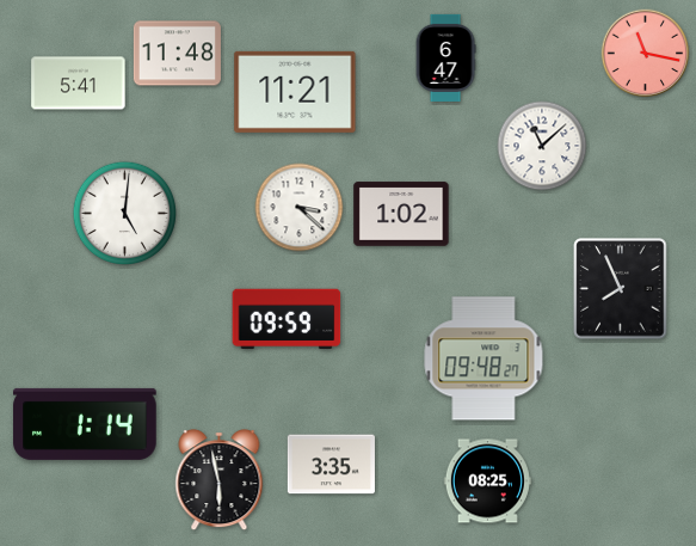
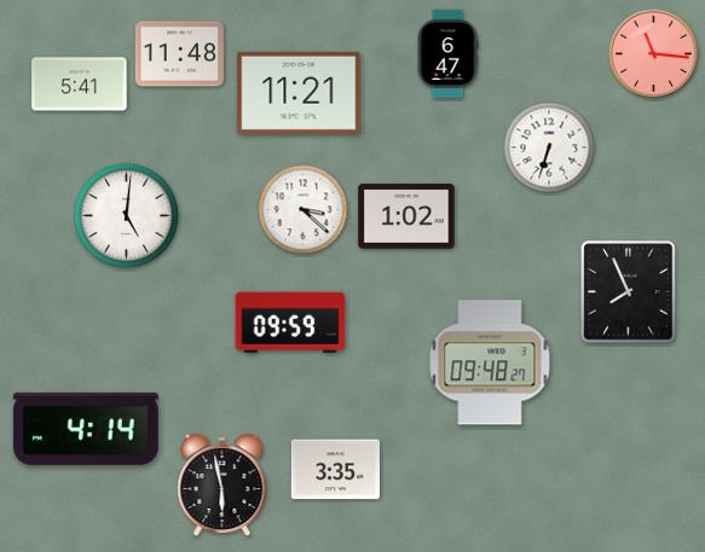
clock at (646, 54): 11:17 -> 11:16
clock at (445, 57) position: (445, 57) -> (447, 53)
clock at (542, 146): 11:08 -> 6:33
clock at (85, 424): 1:14 -> 4:14
clock at (487, 481): 08:25 -> none
